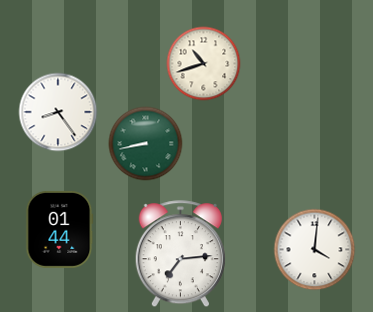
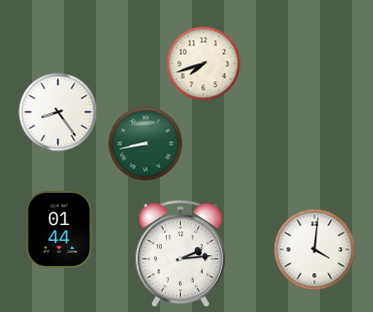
clock at (204, 64): 10:42 -> 7:42
clock at (180, 254): 7:14 -> 2:14
